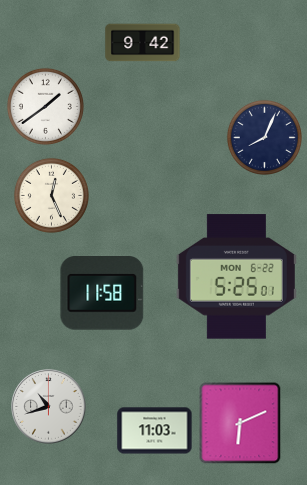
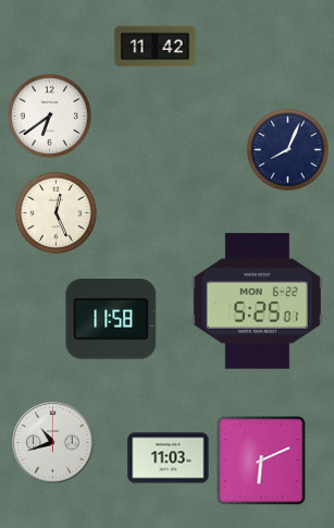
clock at (143, 43): 9:42 -> 11:42
clock at (45, 106): 1:39 -> 6:39
clock at (155, 431) position: (155, 431) -> (169, 458)
